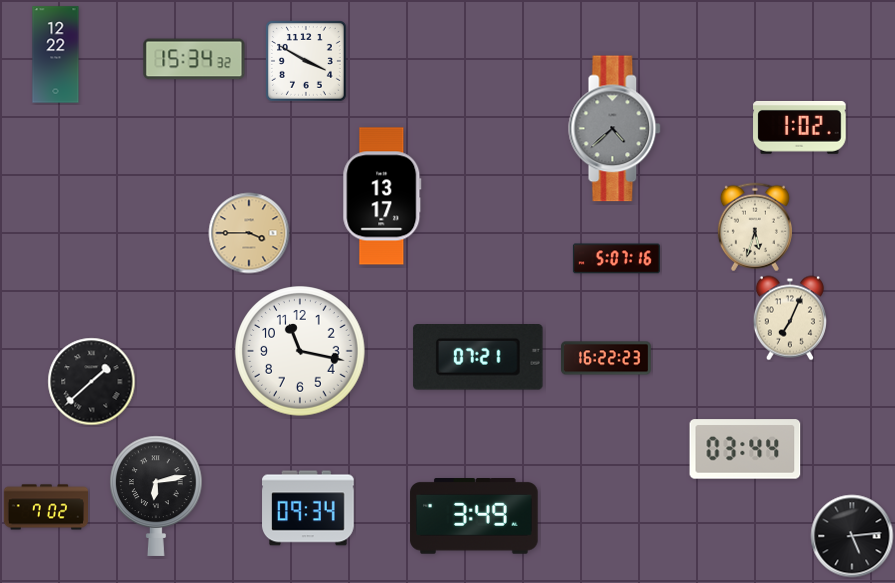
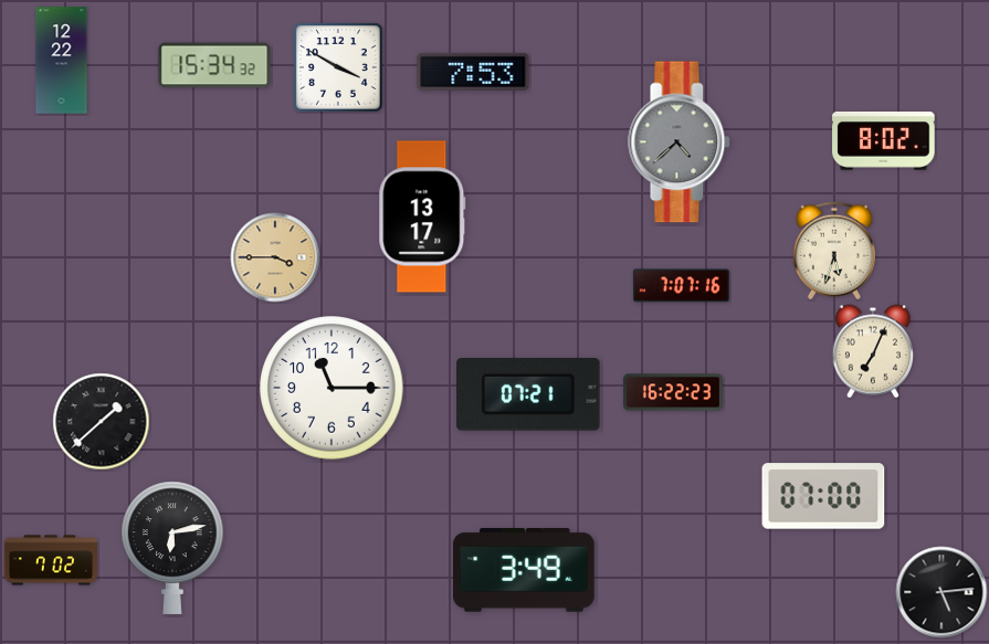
clock at (473, 72): none -> 7:53
clock at (800, 127): 1:02 -> 8:02
clock at (616, 259): 5:07 -> 7:07
clock at (300, 351): 11:17 -> 11:15
clock at (607, 358) position: (607, 358) -> (674, 392)
clock at (745, 449): 03:44 -> 07:00
clock at (308, 508): 09:34 -> none
